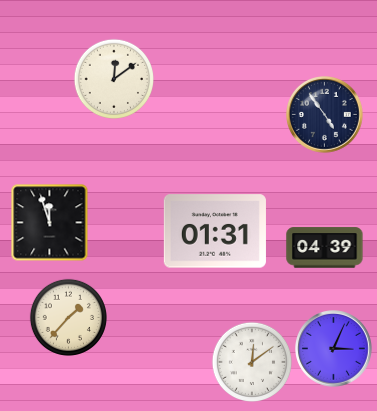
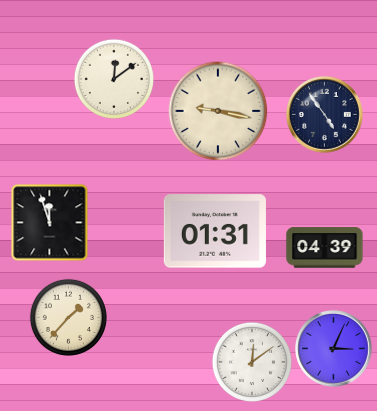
clock at (218, 111): none -> 9:17
